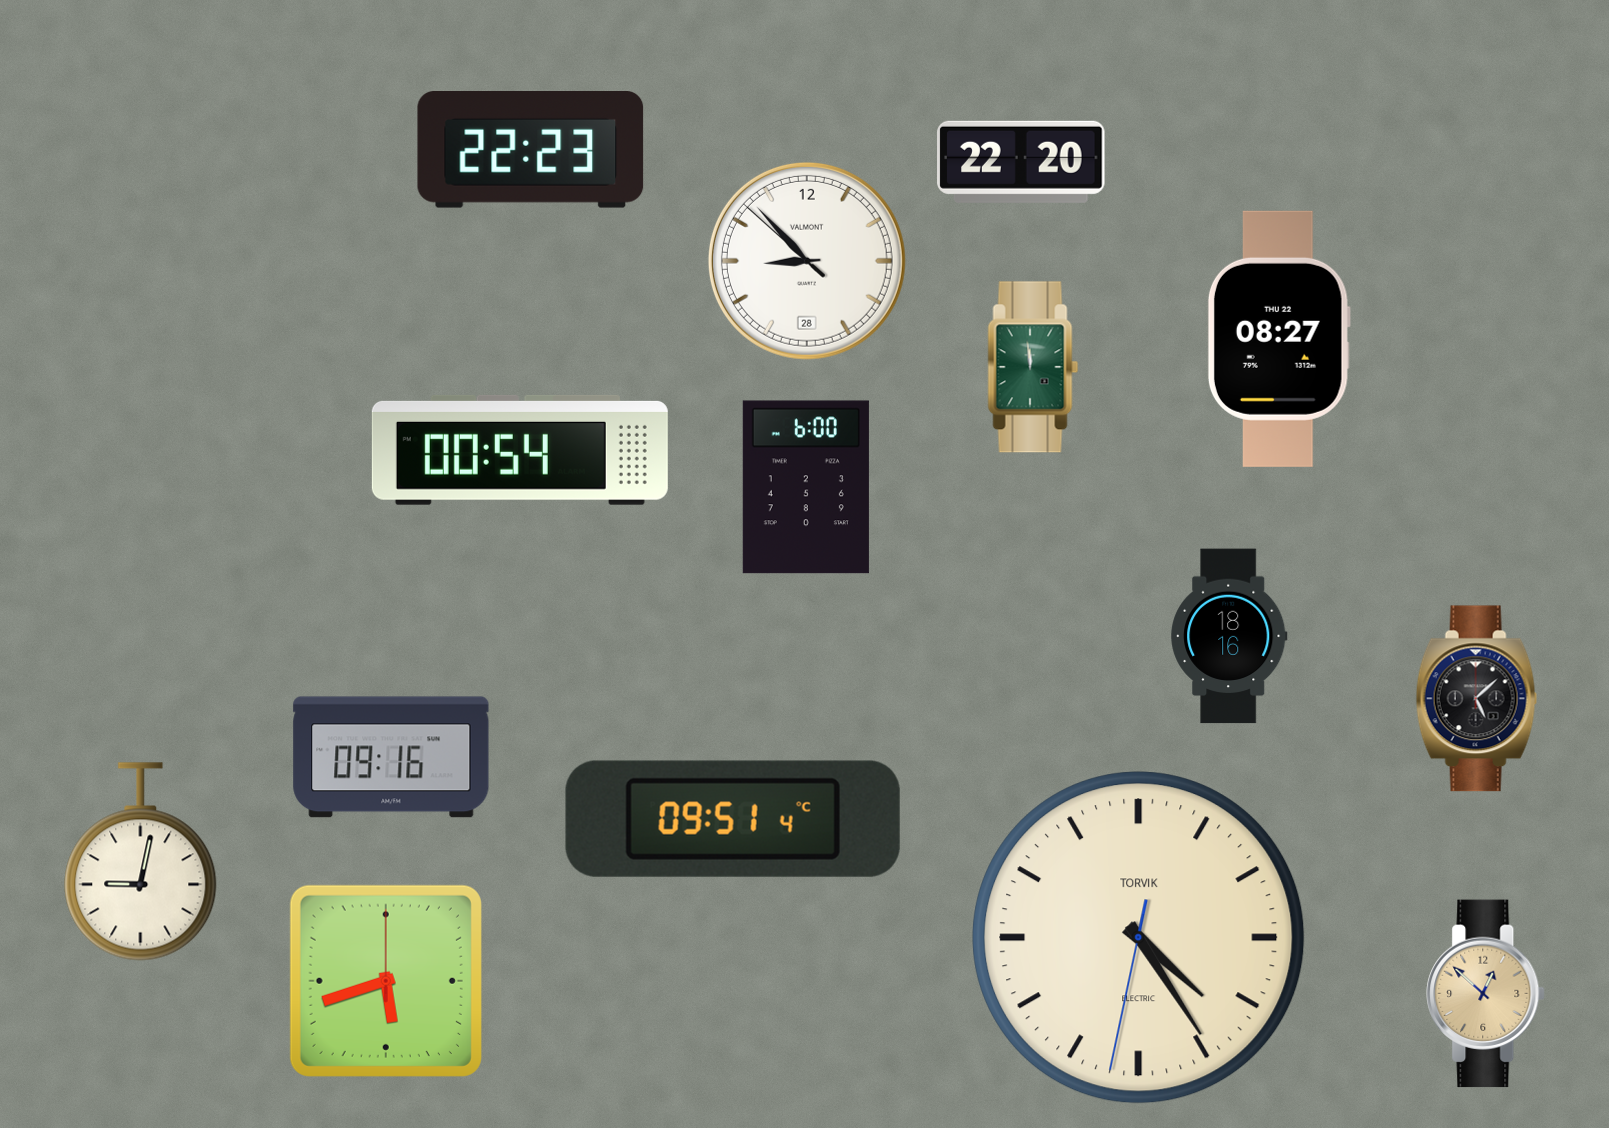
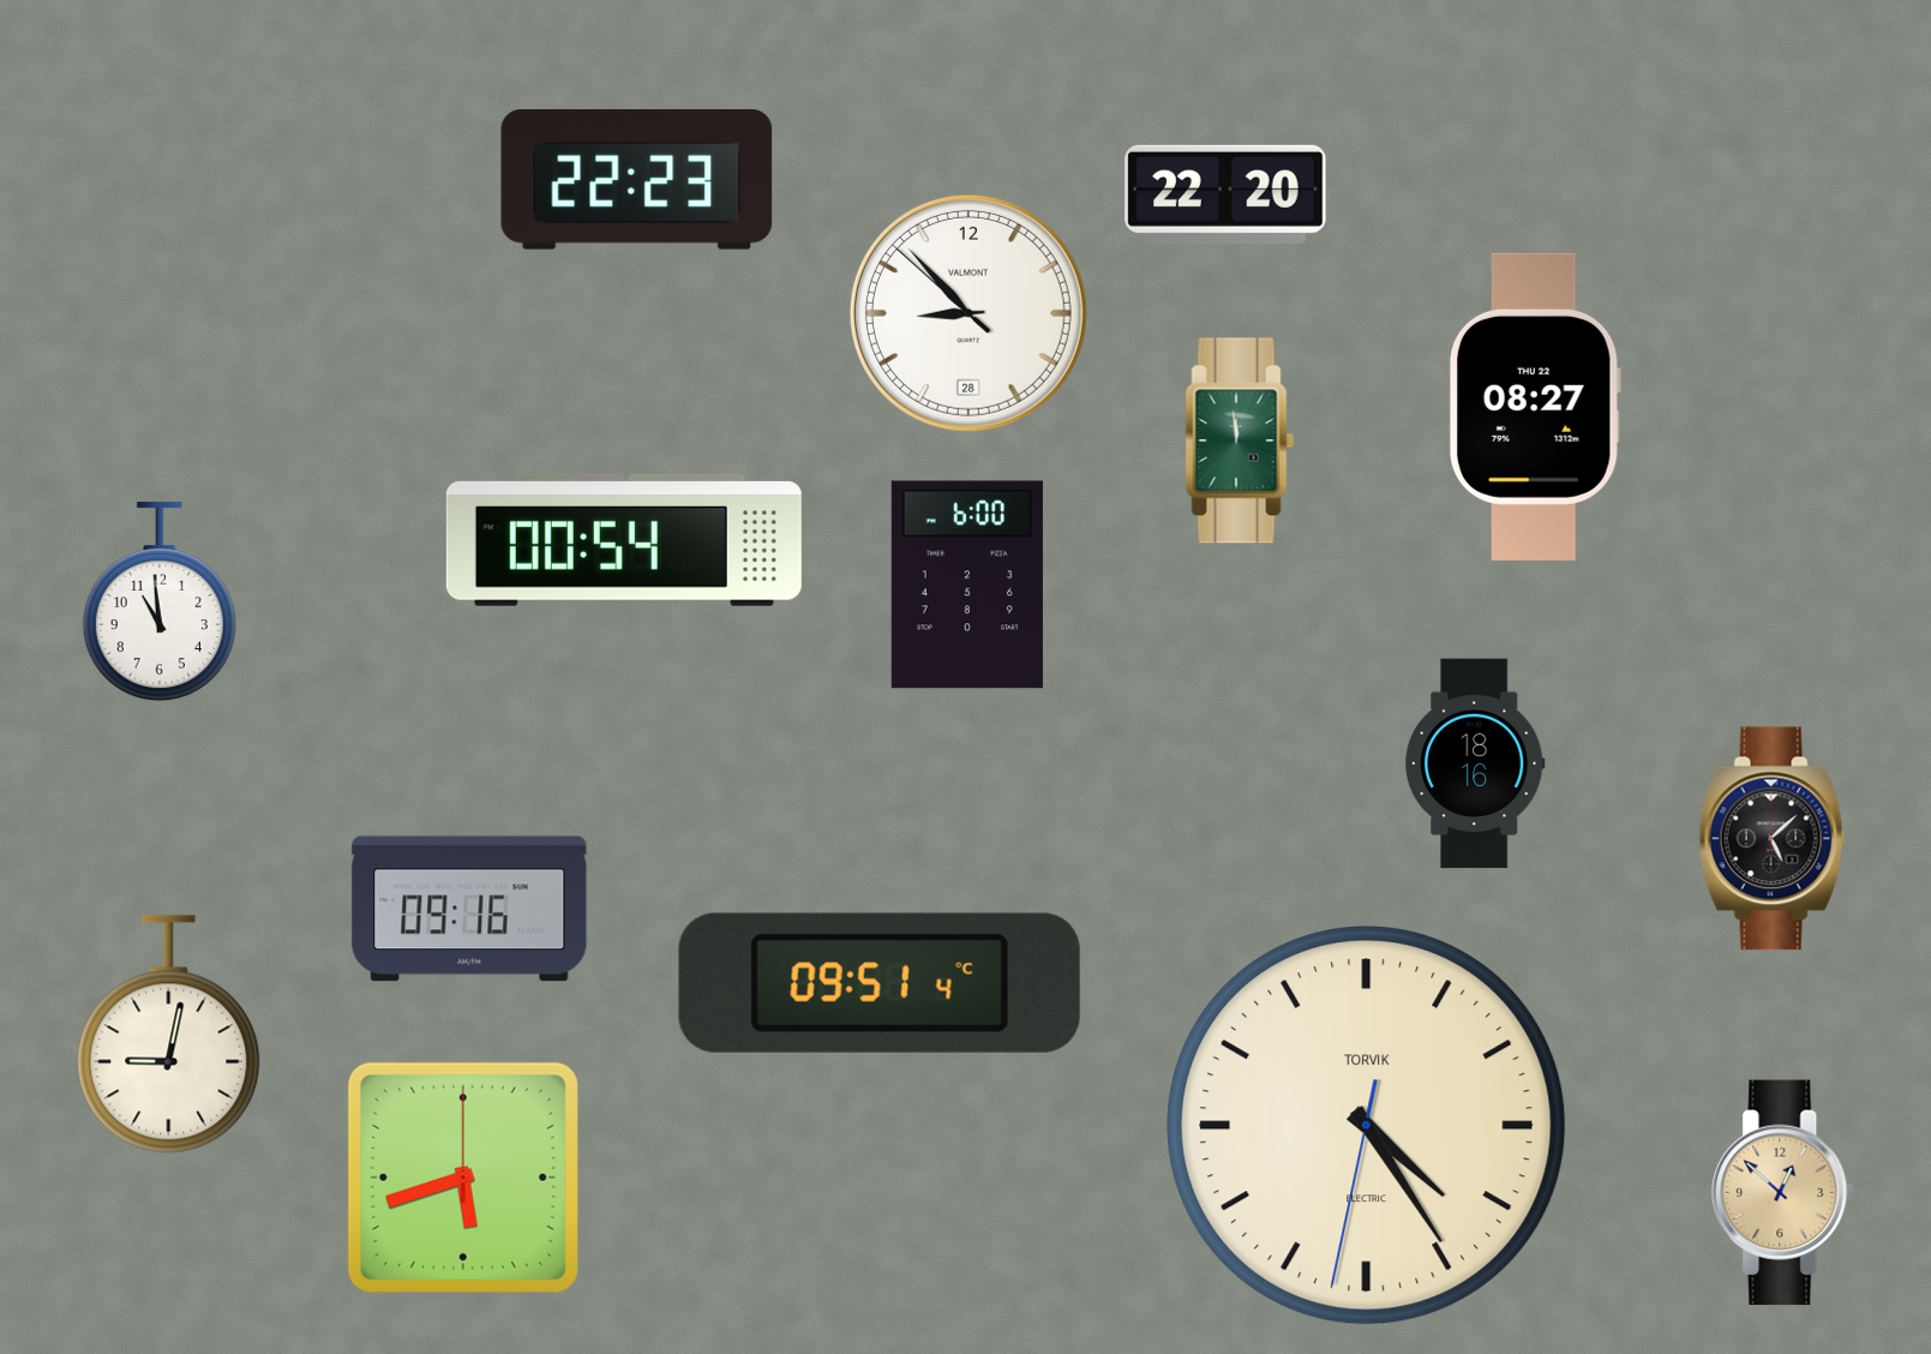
clock at (160, 601): none -> 10:59
